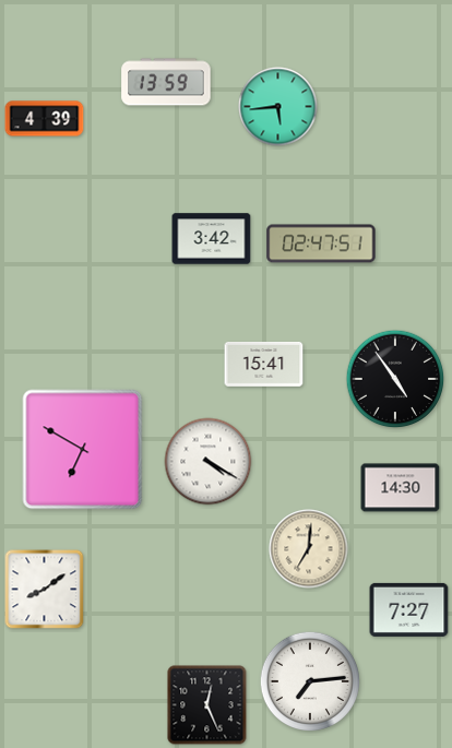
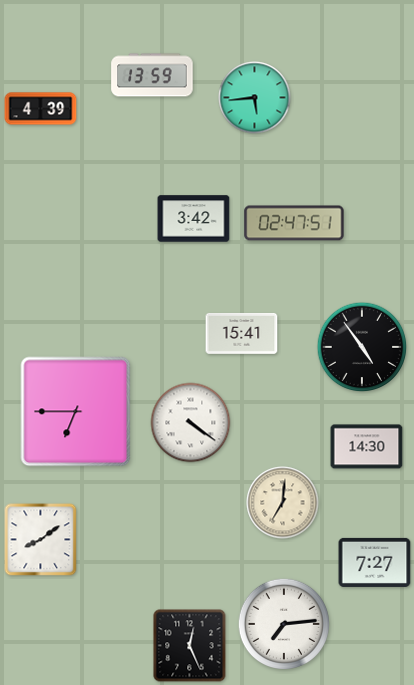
clock at (83, 450): 6:50 -> 6:45
clock at (209, 462): 4:20 -> 4:21
clock at (409, 609) position: (409, 609) -> (375, 562)
